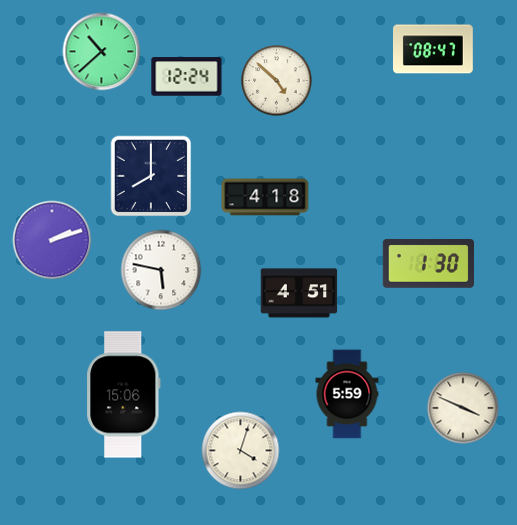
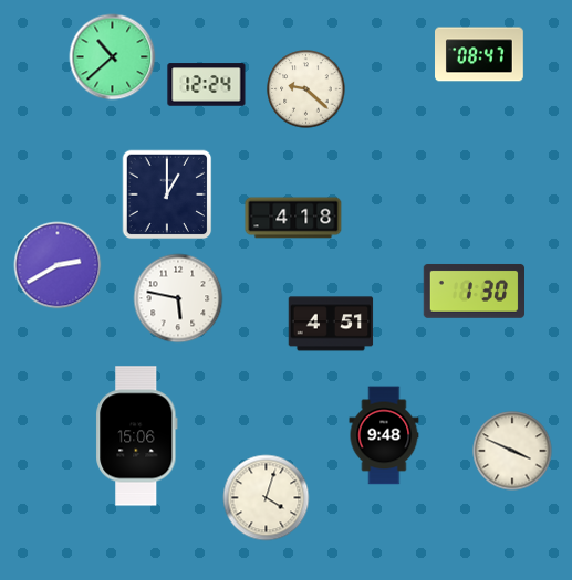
clock at (277, 81): 4:52 -> 9:22
clock at (151, 176): 8:00 -> 1:00
clock at (52, 240): 2:12 -> 2:40
clock at (347, 394): 5:59 -> 9:48
